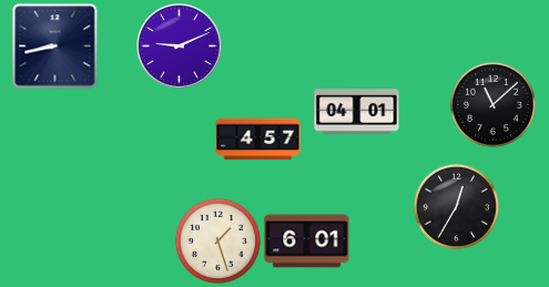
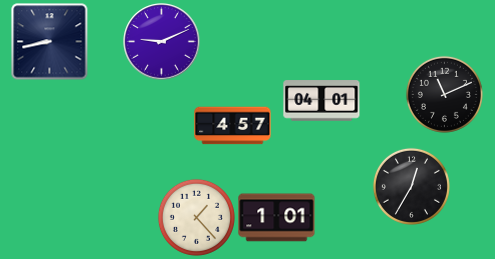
clock at (492, 104): 11:08 -> 11:11
clock at (217, 240): 1:27 -> 1:23
clock at (307, 242): 6:01 -> 1:01
